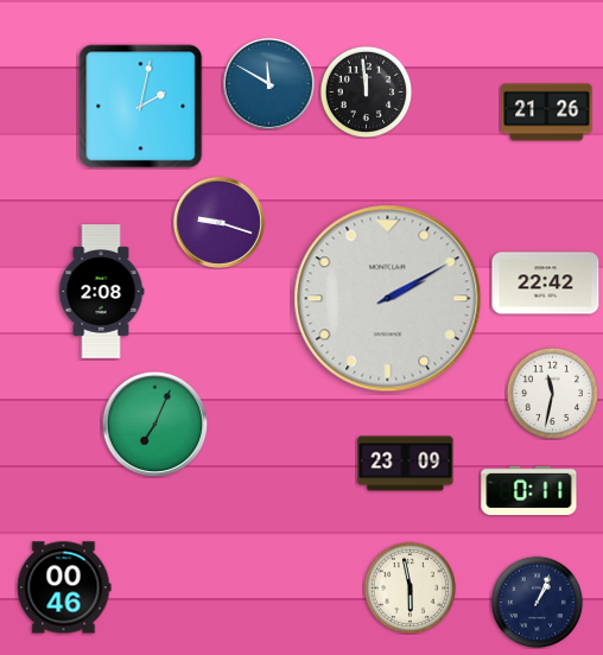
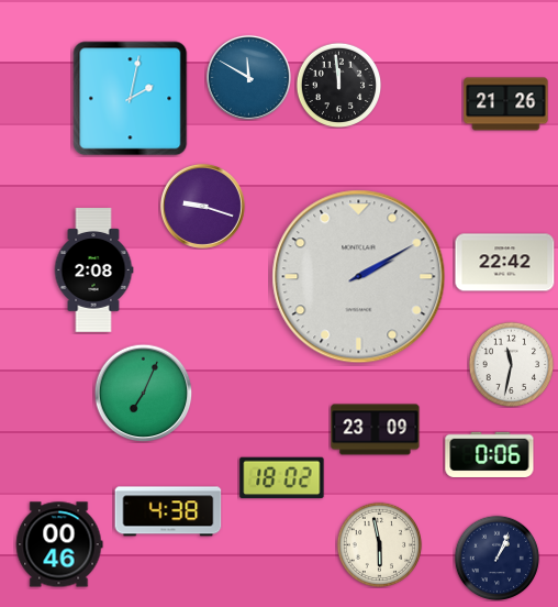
clock at (529, 490): 0:11 -> 0:06
clock at (282, 478): none -> 18:02
clock at (168, 511): none -> 4:38
